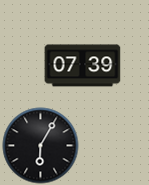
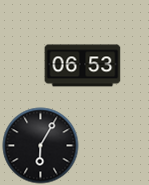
clock at (83, 66): 07:39 -> 06:53
